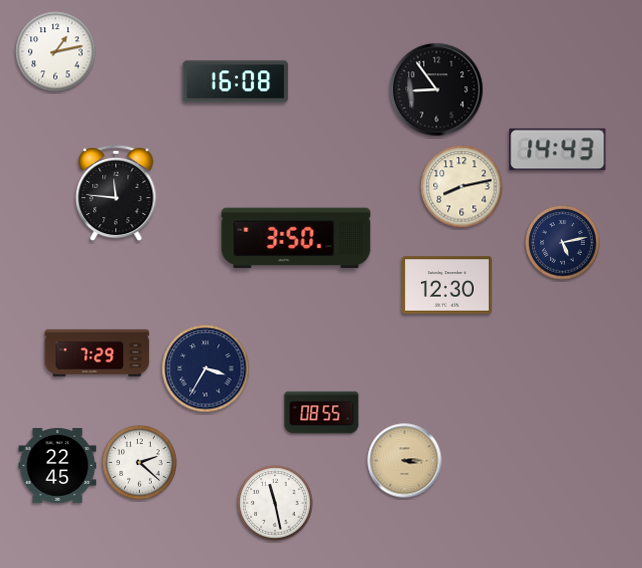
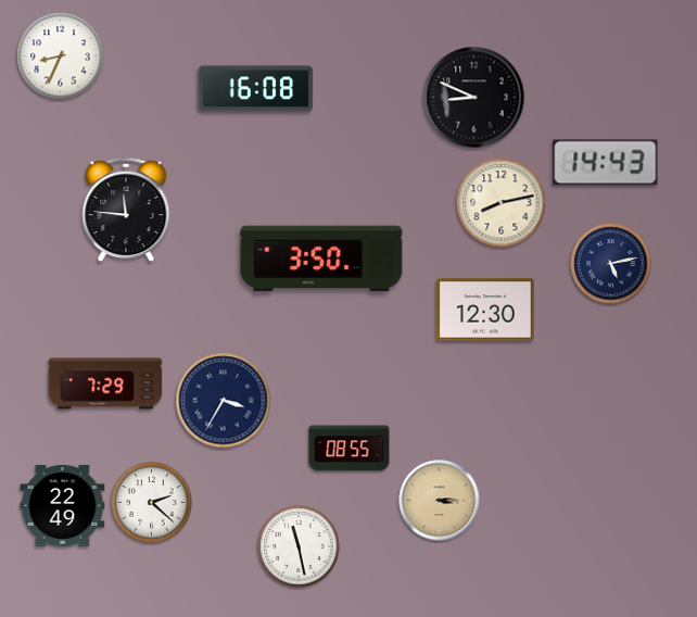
clock at (56, 52): 1:13 -> 8:34
clock at (437, 90): 8:54 -> 8:49
clock at (58, 465): 22:45 -> 22:49
